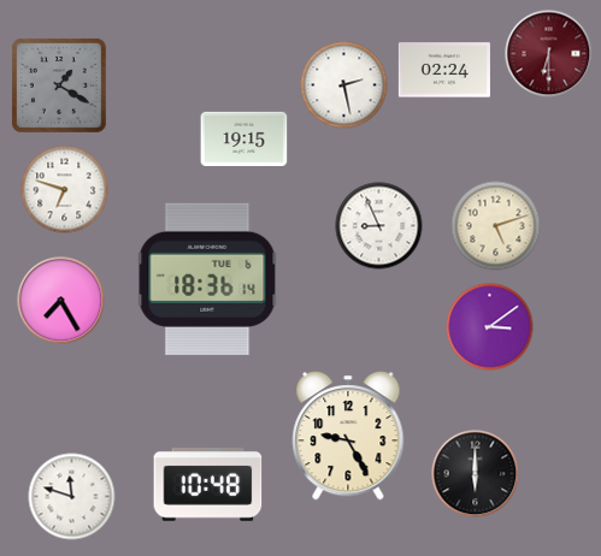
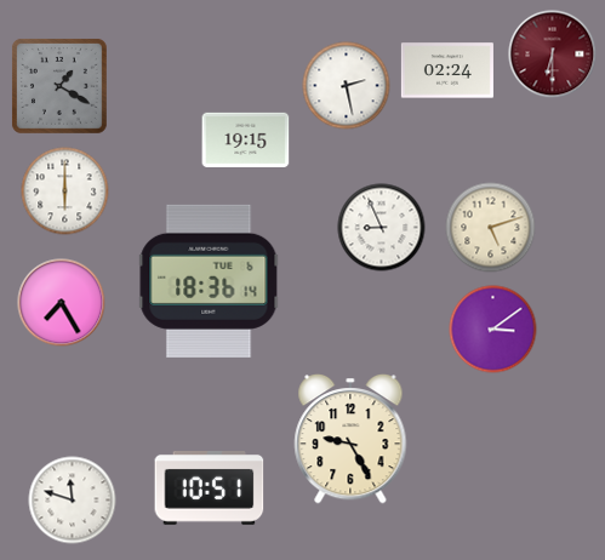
clock at (65, 190): 6:48 -> 6:00
clock at (496, 226) position: (496, 226) -> (491, 228)
clock at (476, 474): 6:00 -> none
clock at (208, 485): 10:48 -> 10:51
